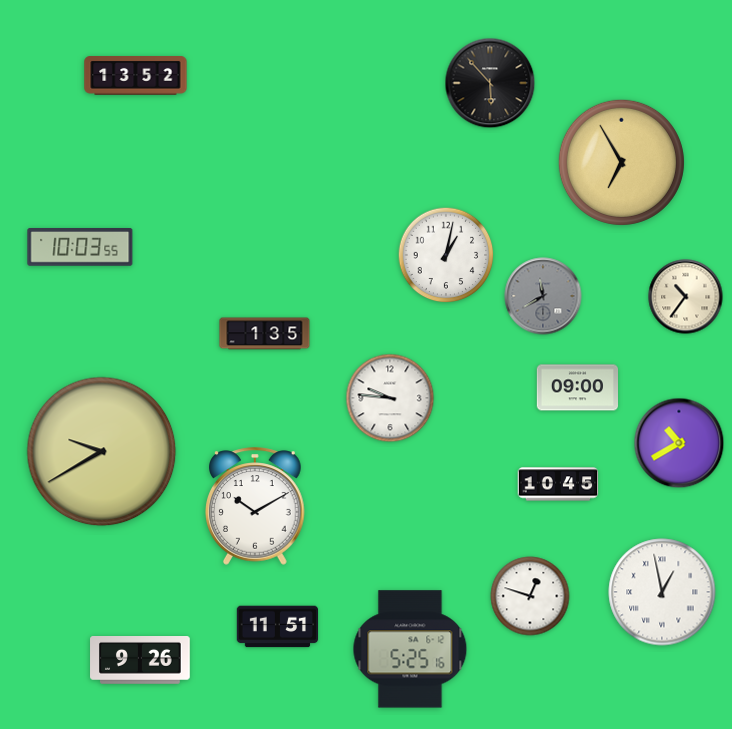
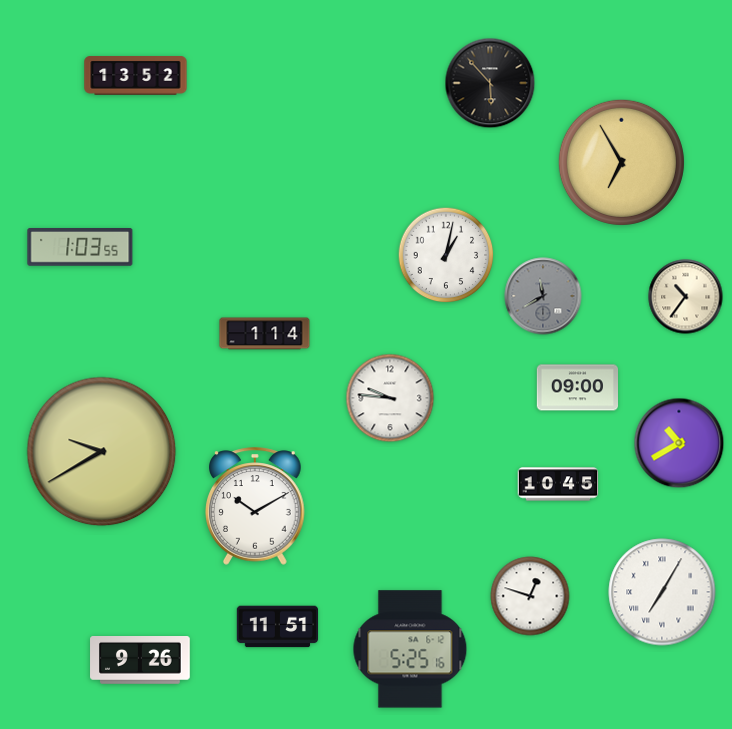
clock at (80, 248): 10:03 -> 1:03
clock at (265, 334): 1:35 -> 1:14
clock at (662, 592): 12:58 -> 7:05
